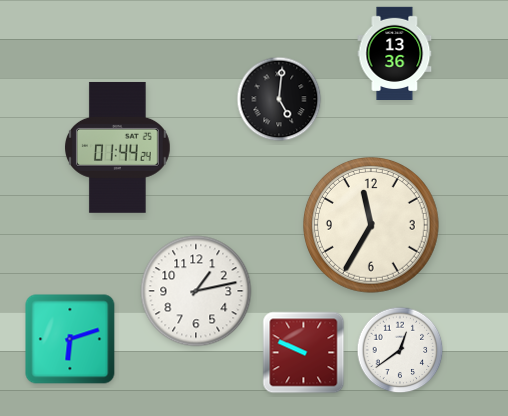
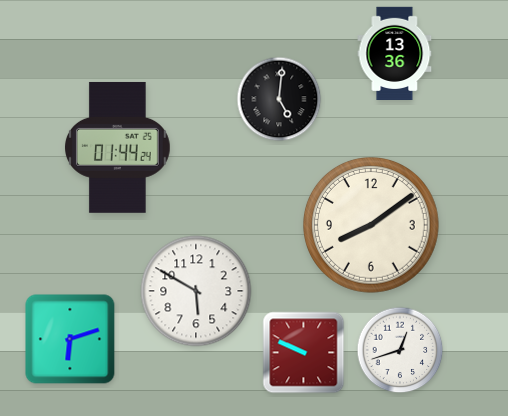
clock at (372, 226): 11:35 -> 8:09
clock at (196, 291): 1:13 -> 5:50
clock at (400, 350): 12:39 -> 12:42
